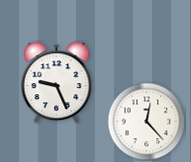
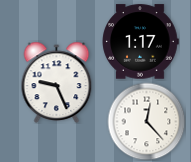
clock at (140, 42): none -> 1:17
